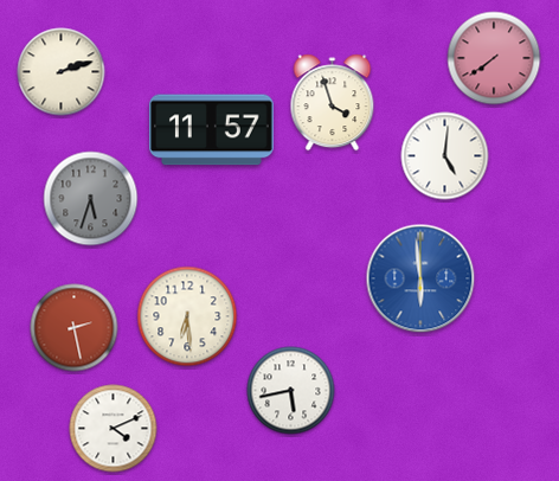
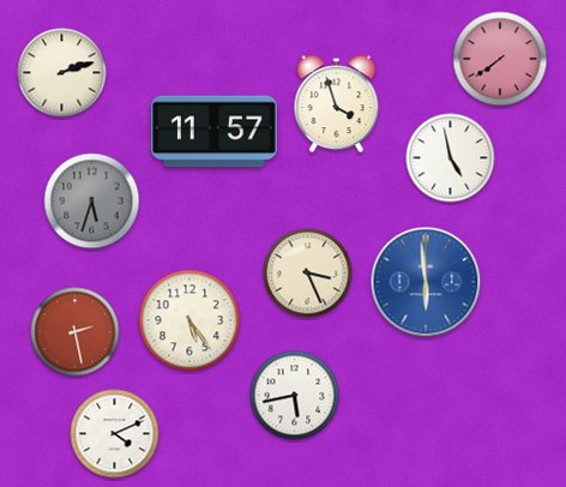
clock at (445, 156): 5:01 -> 4:58
clock at (308, 273): none -> 3:26
clock at (187, 316): 6:29 -> 5:24
